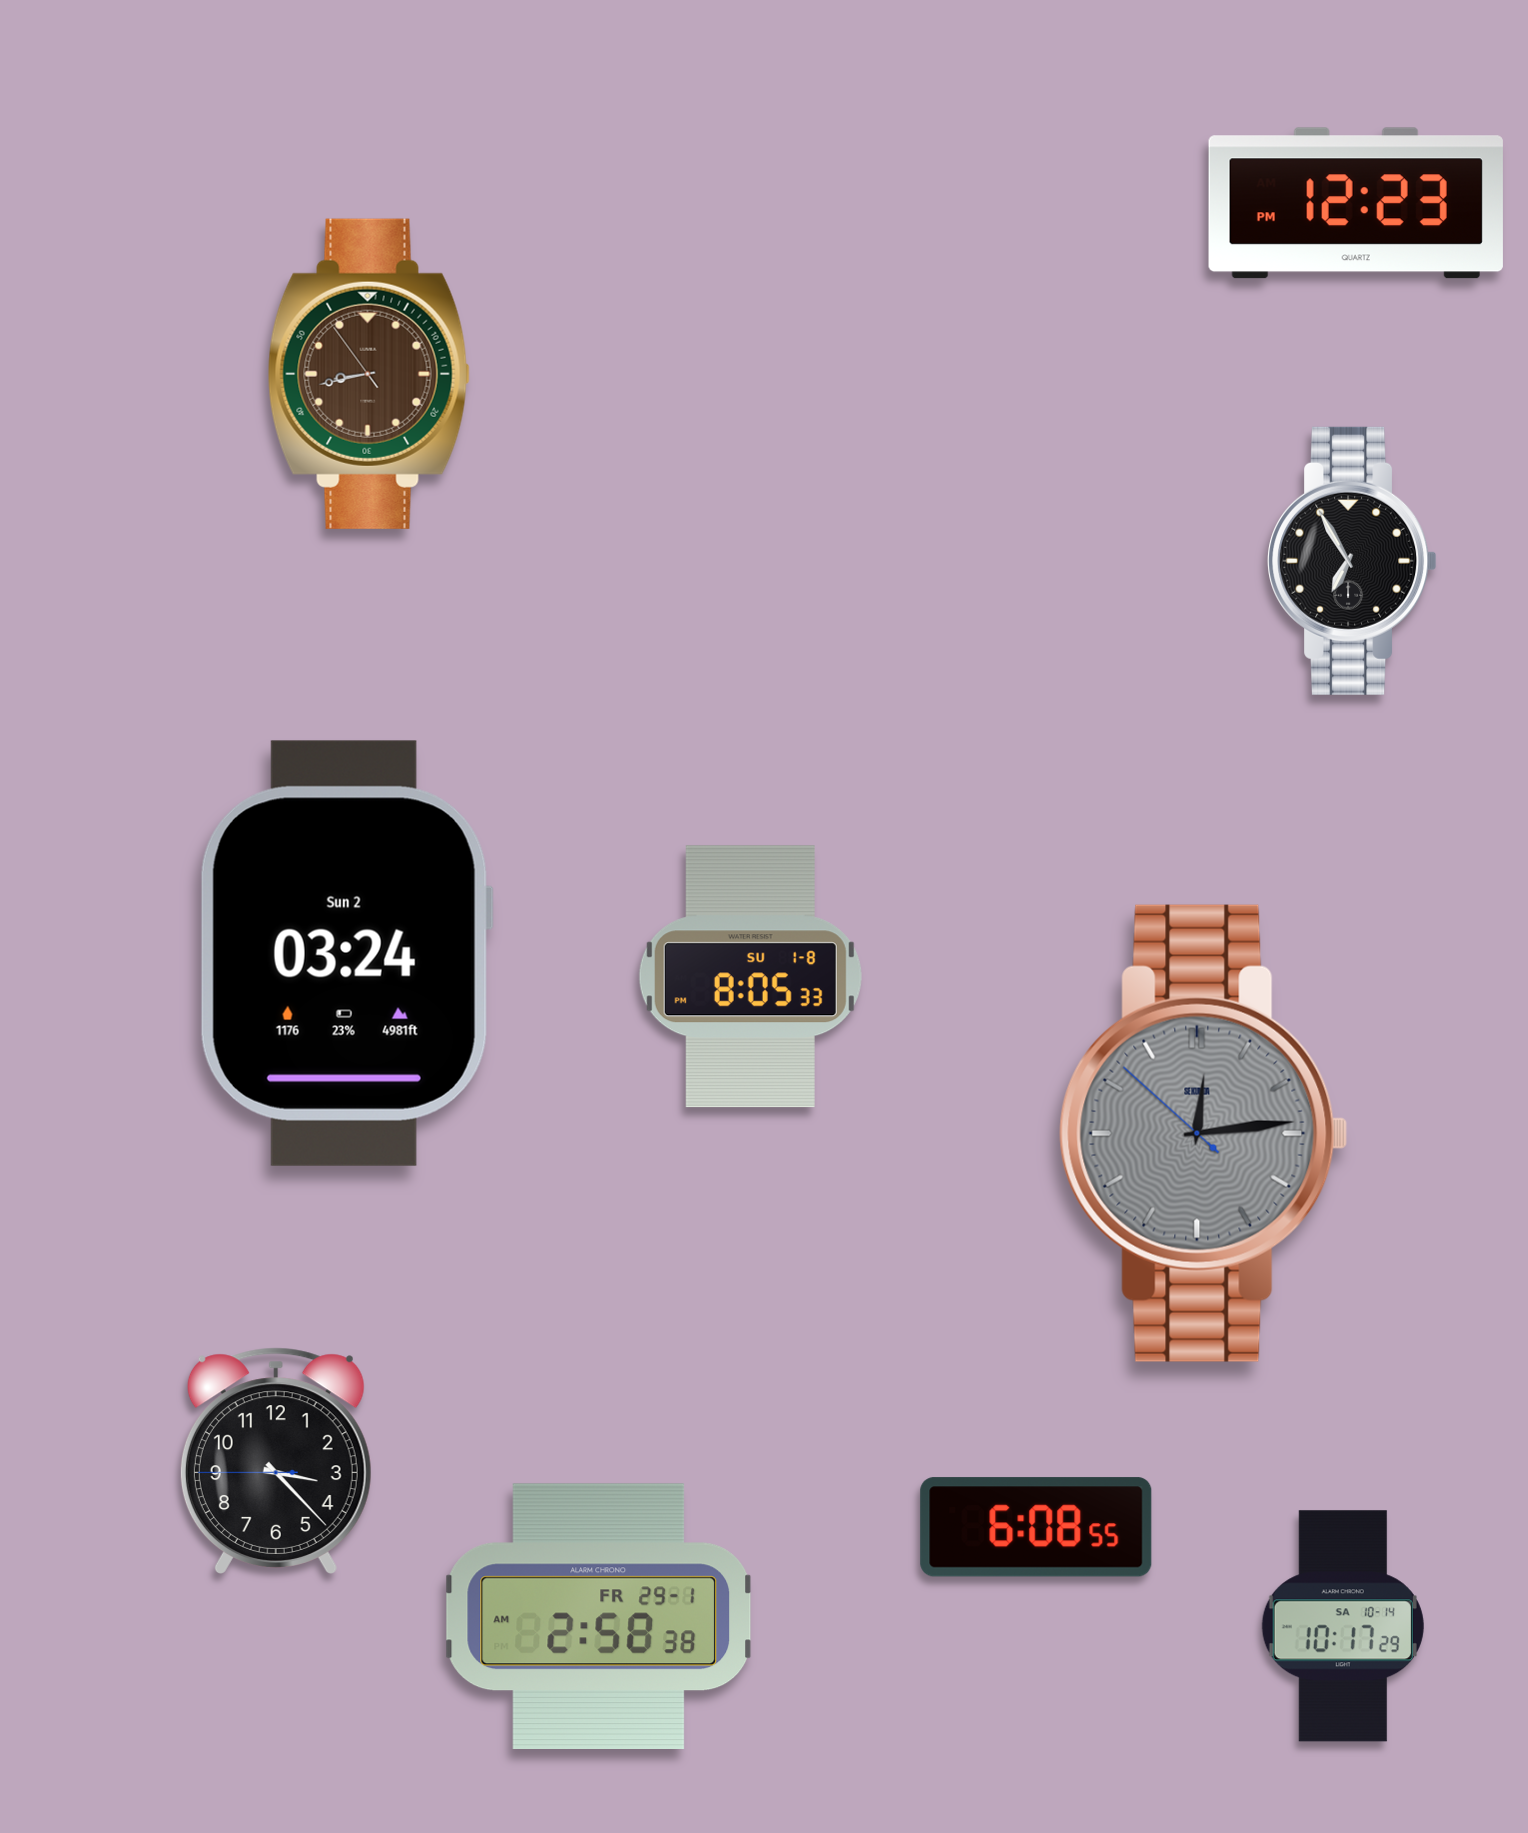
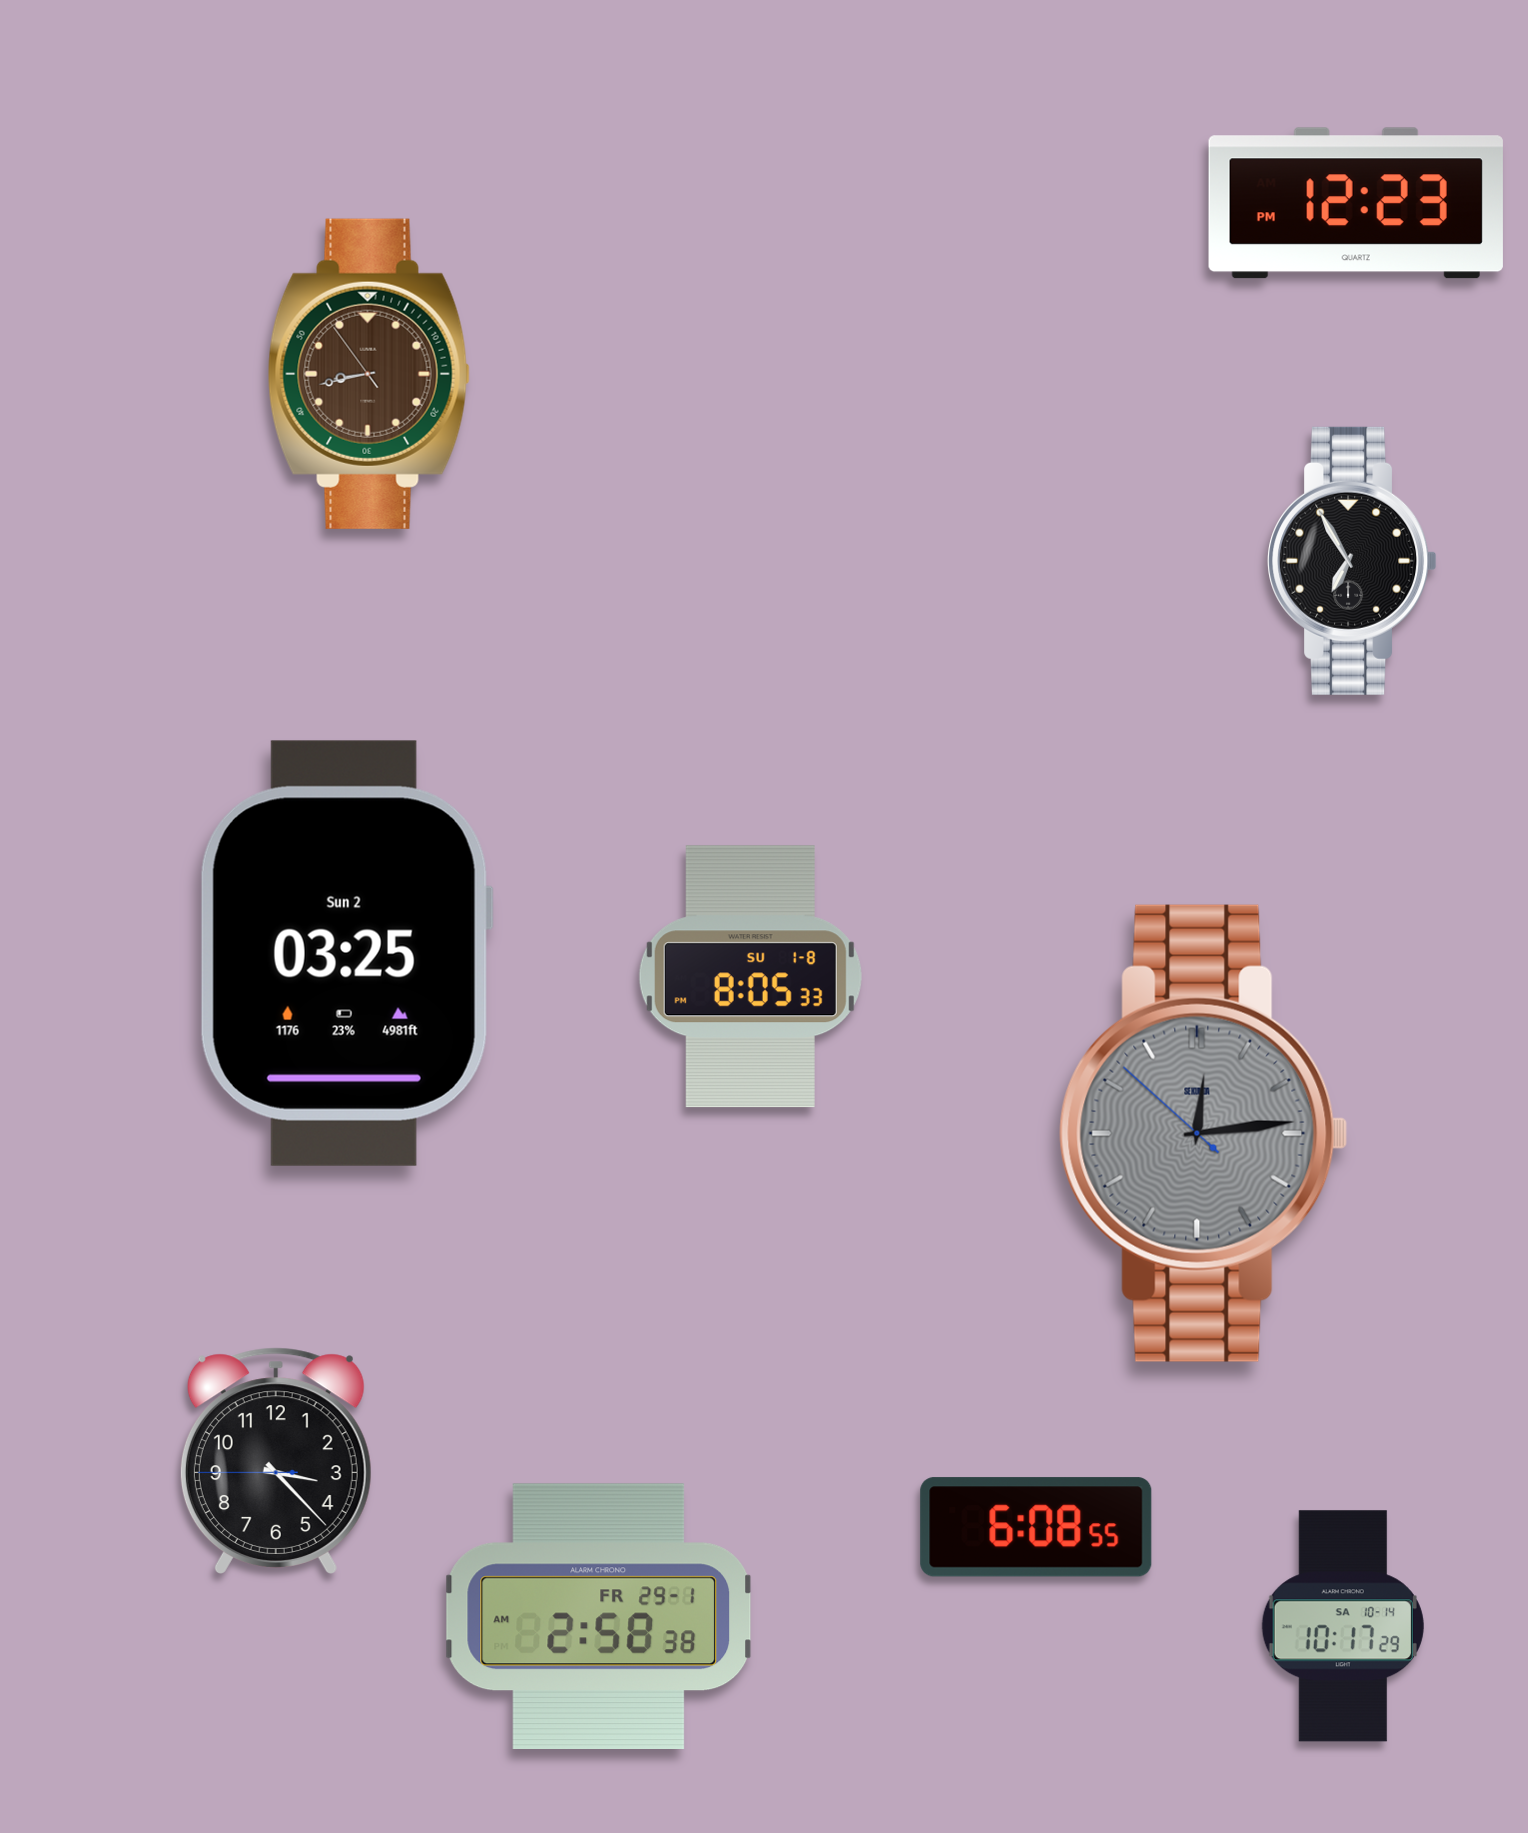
clock at (346, 953): 03:24 -> 03:25
